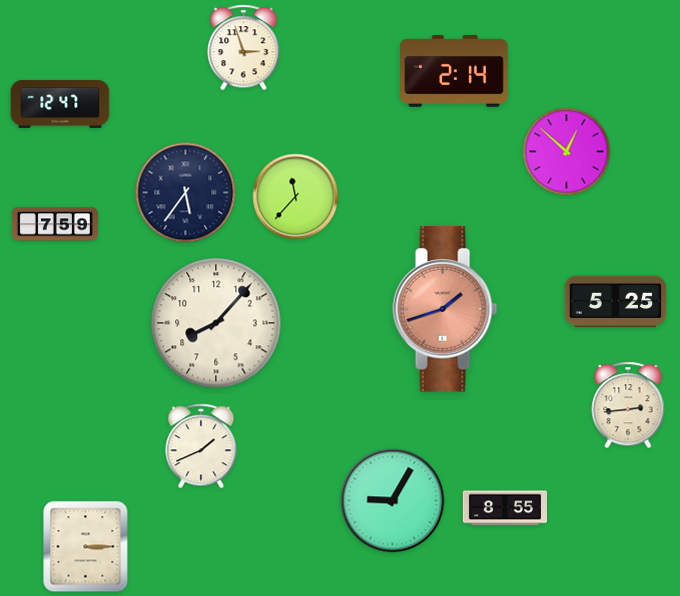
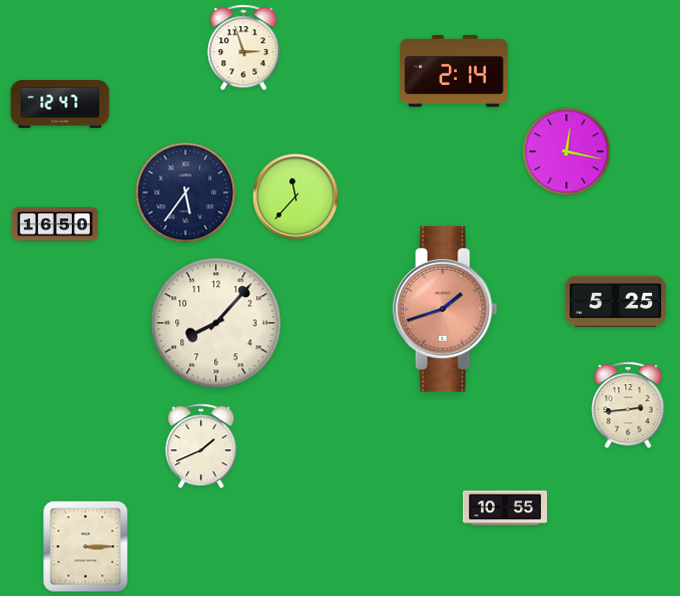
clock at (567, 152): 12:52 -> 12:17
clock at (55, 224): 7:59 -> 16:50
clock at (393, 501): 9:05 -> none
clock at (504, 508): 8:55 -> 10:55
